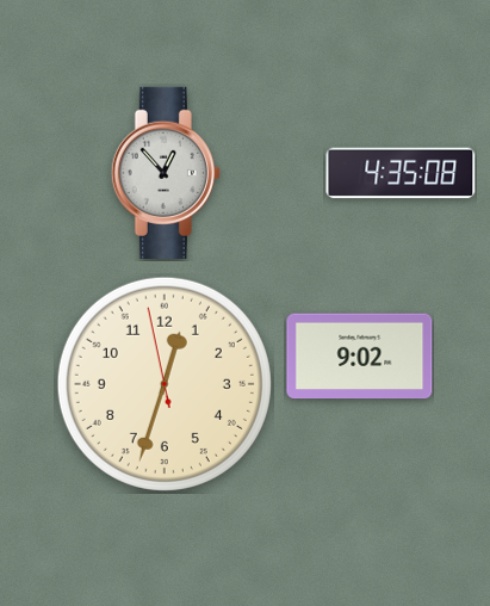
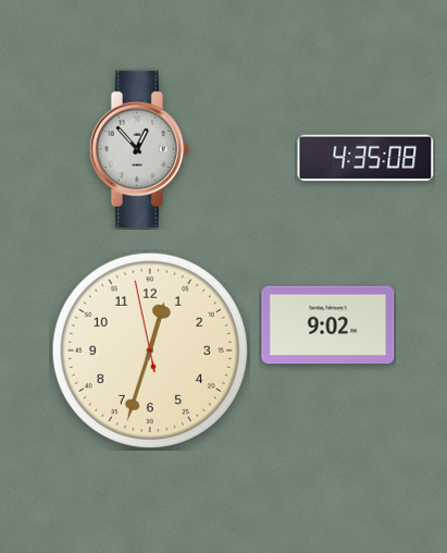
clock at (166, 173) position: (166, 173) -> (139, 149)
